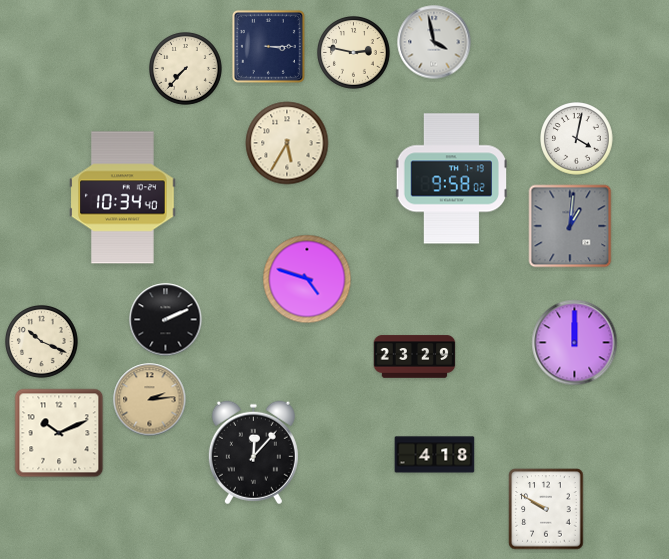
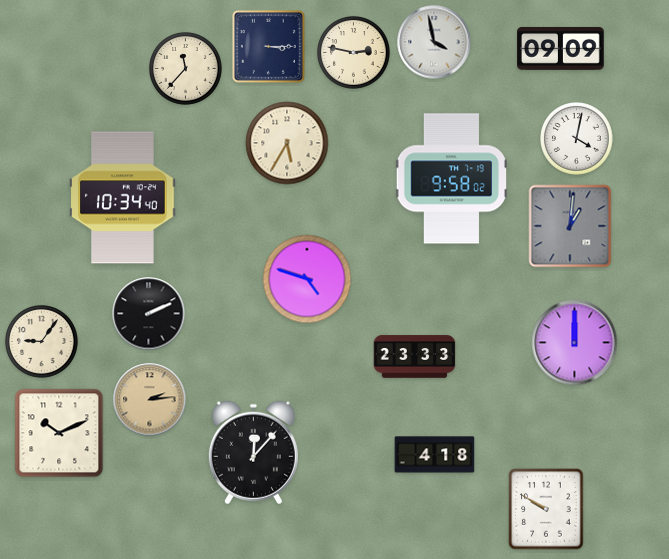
clock at (561, 48): none -> 09:09
clock at (186, 69): 7:37 -> 11:37
clock at (166, 320) position: (166, 320) -> (149, 314)
clock at (42, 342): 10:19 -> 9:06
clock at (415, 357): 23:29 -> 23:33
